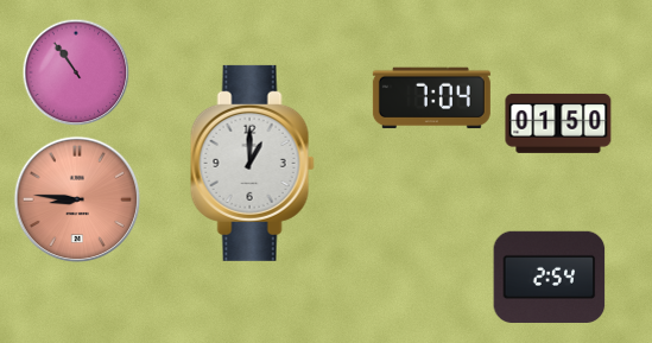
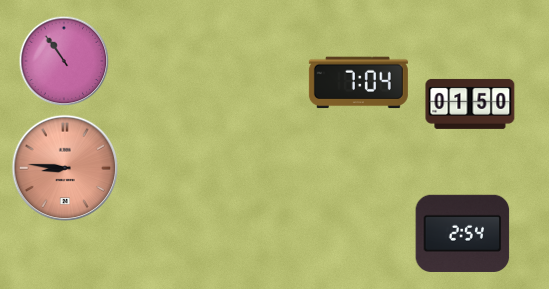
clock at (431, 99) position: (431, 99) -> (358, 83)
clock at (252, 163): 1:00 -> none
